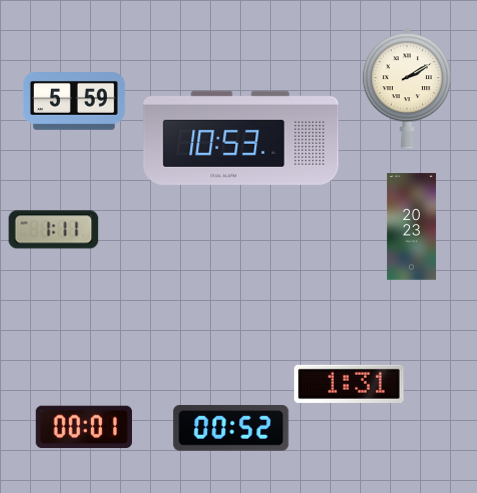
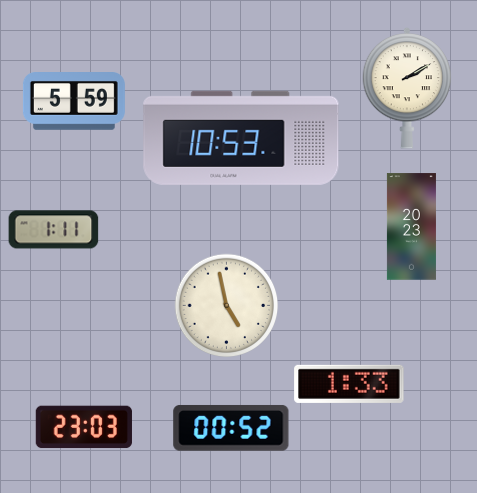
clock at (227, 306): none -> 4:58
clock at (349, 384): 1:31 -> 1:33
clock at (84, 427): 00:01 -> 23:03
